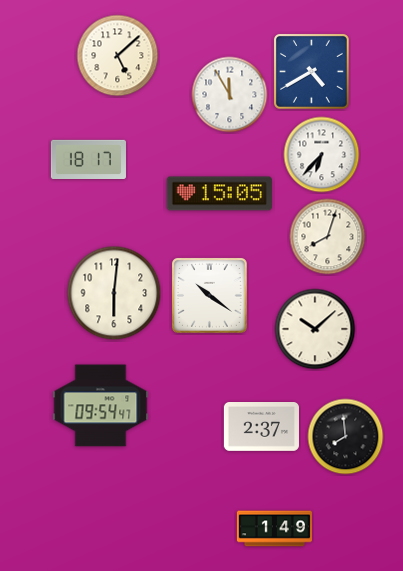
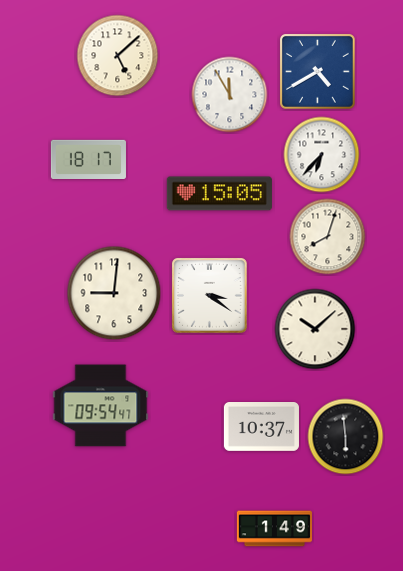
clock at (311, 71) position: (311, 71) -> (317, 71)
clock at (114, 293): 6:01 -> 9:01
clock at (209, 295): 10:21 -> 3:21
clock at (261, 427): 2:37 -> 10:37
clock at (346, 437): 7:59 -> 5:59
